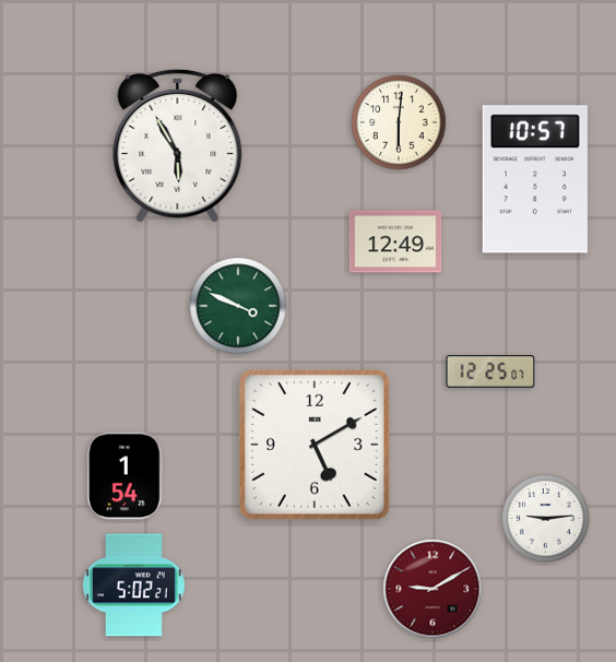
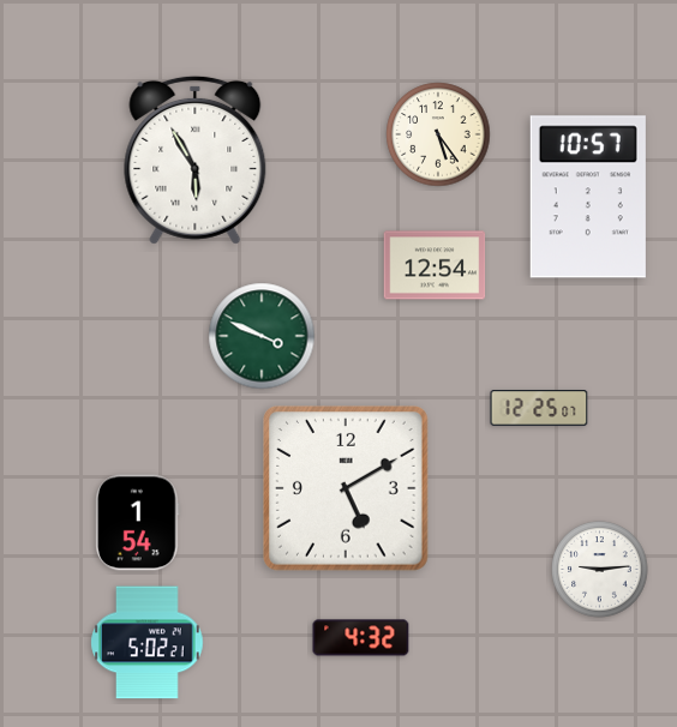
clock at (399, 122): 6:01 -> 5:24
clock at (395, 241): 12:49 -> 12:54
clock at (361, 638): none -> 4:32
clock at (433, 589): 9:10 -> none
